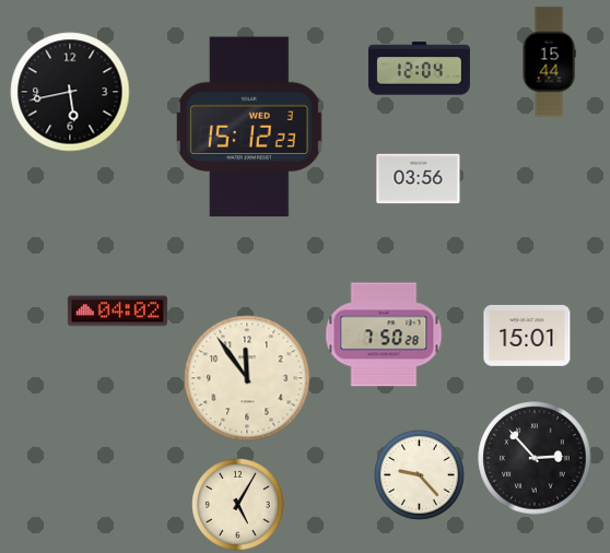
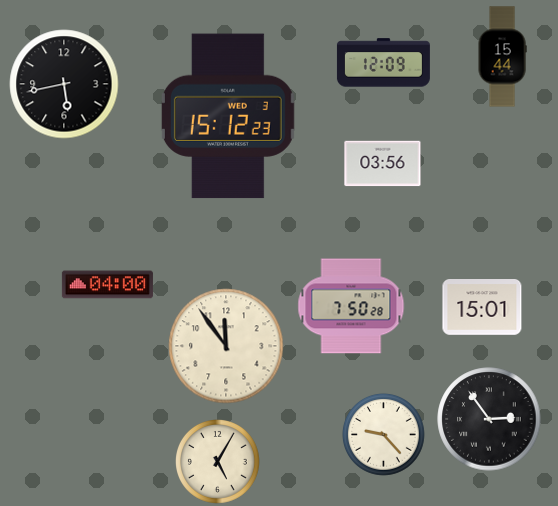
clock at (419, 69): 12:04 -> 12:09
clock at (117, 311): 04:02 -> 04:00
clock at (535, 458): 2:53 -> 2:54
